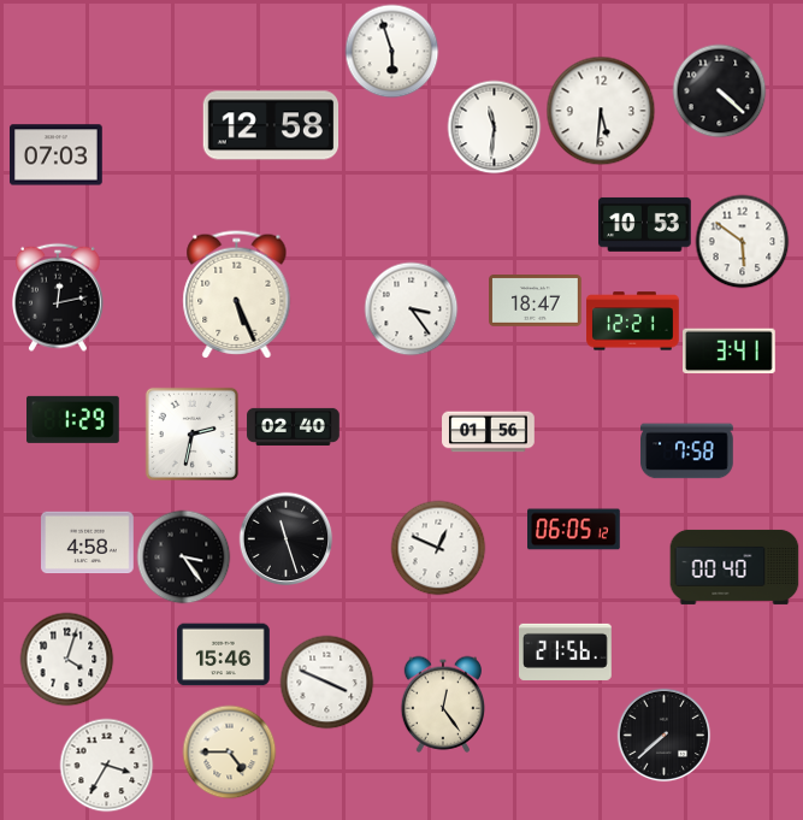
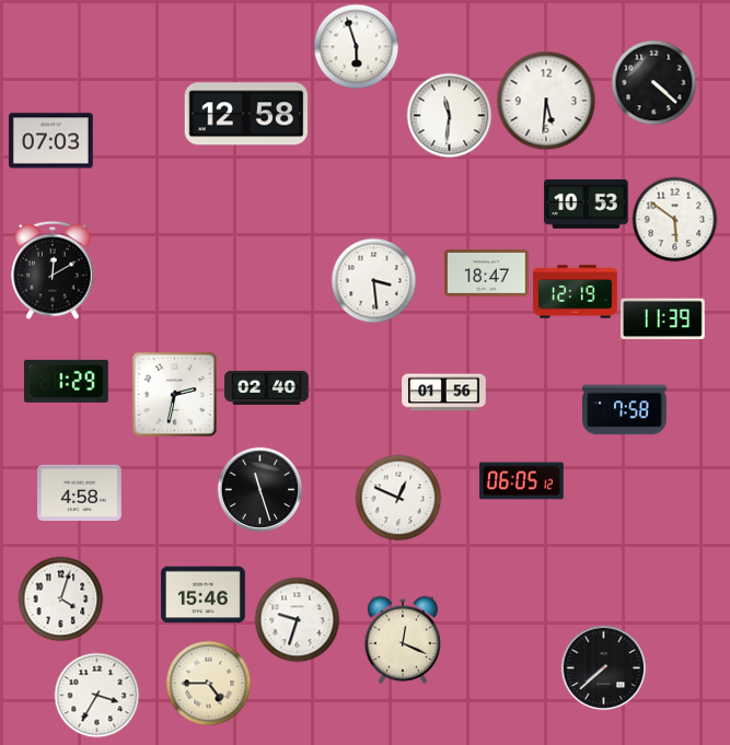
clock at (237, 295): 5:26 -> none
clock at (59, 297): 12:13 -> 12:10
clock at (411, 308): 3:24 -> 3:29
clock at (633, 321): 12:21 -> 12:19
clock at (730, 352): 3:41 -> 11:39
clock at (183, 556): 3:24 -> none
clock at (734, 567): 00:40 -> none
clock at (566, 651): 21:56 -> none
clock at (326, 682): 3:49 -> 9:33
clock at (442, 704): 12:24 -> 12:19
